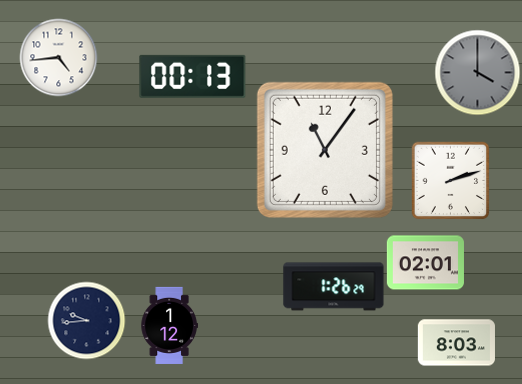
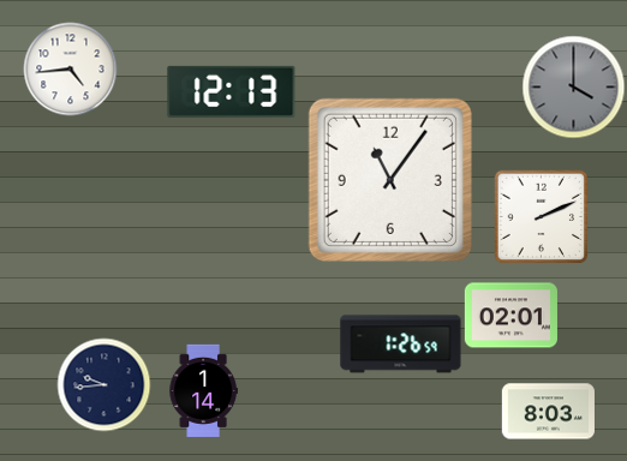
clock at (193, 76): 00:13 -> 12:13
clock at (450, 180): 2:12 -> 2:11
clock at (334, 287): 1:26:29 -> 1:26:59
clock at (169, 325): 1:12 -> 1:14
